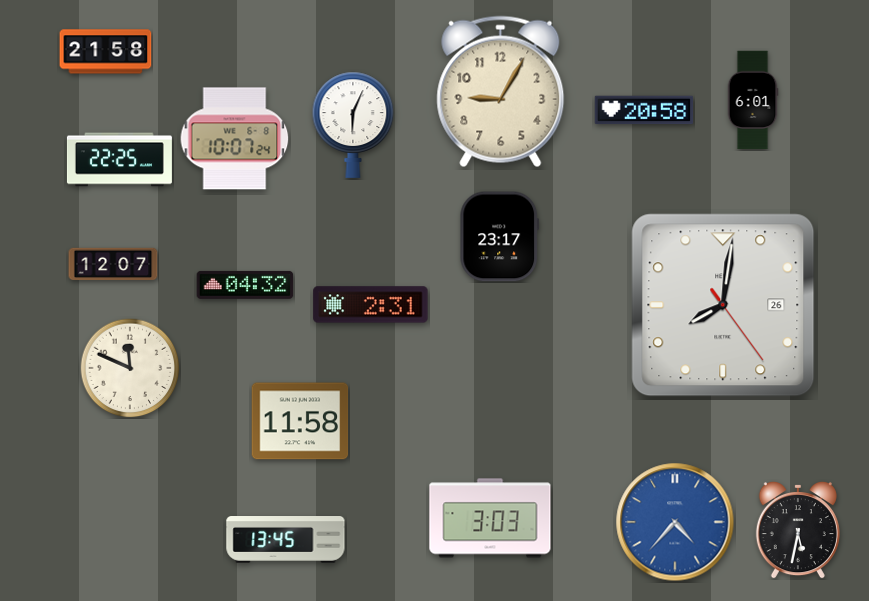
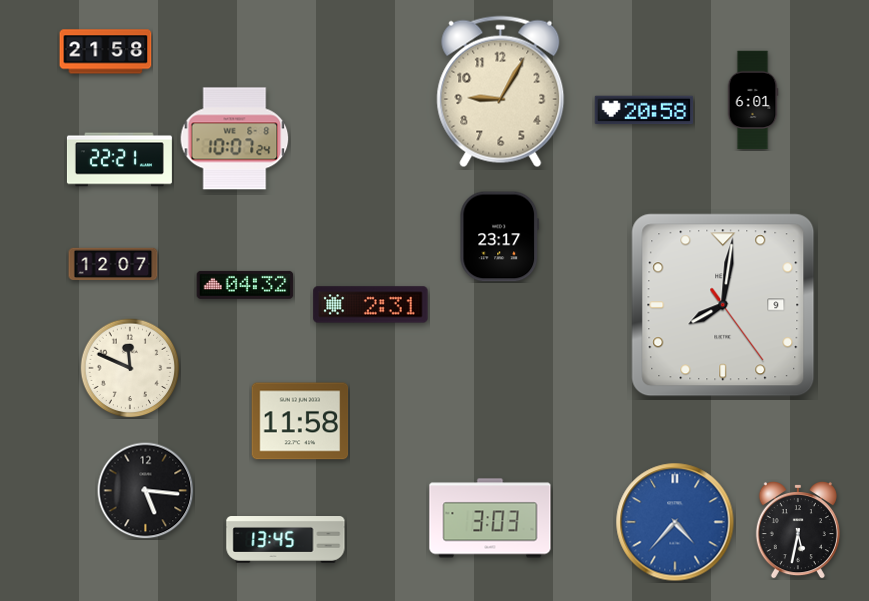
clock at (353, 125): 6:04 -> none
clock at (119, 160): 22:25 -> 22:21
clock at (723, 305) date: 26 -> 9
clock at (146, 491): none -> 5:16
